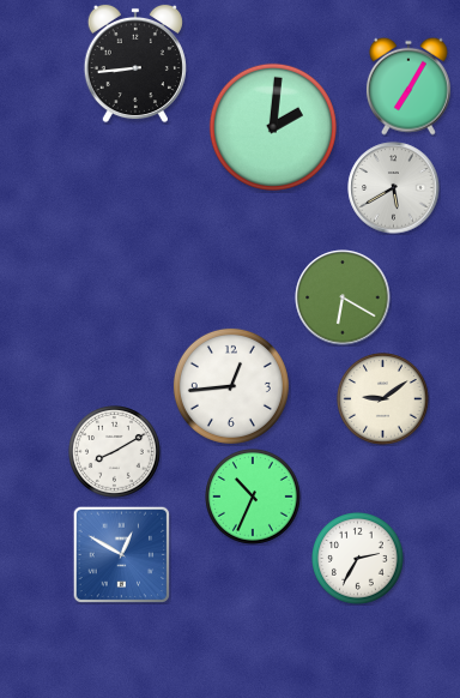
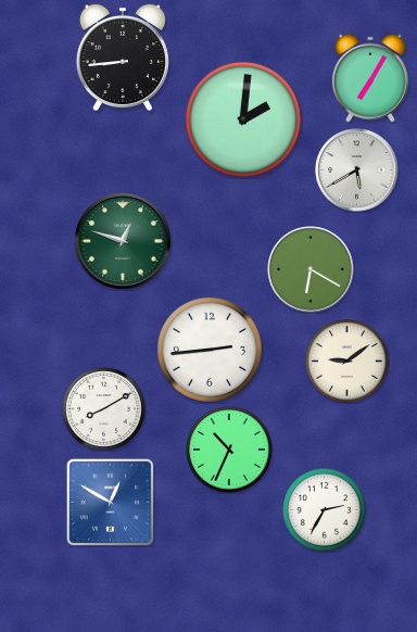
clock at (273, 127) position: (273, 127) -> (243, 119)
clock at (123, 241): none -> 12:48
clock at (231, 386): 12:44 -> 2:44
clock at (358, 559) position: (358, 559) -> (325, 510)
